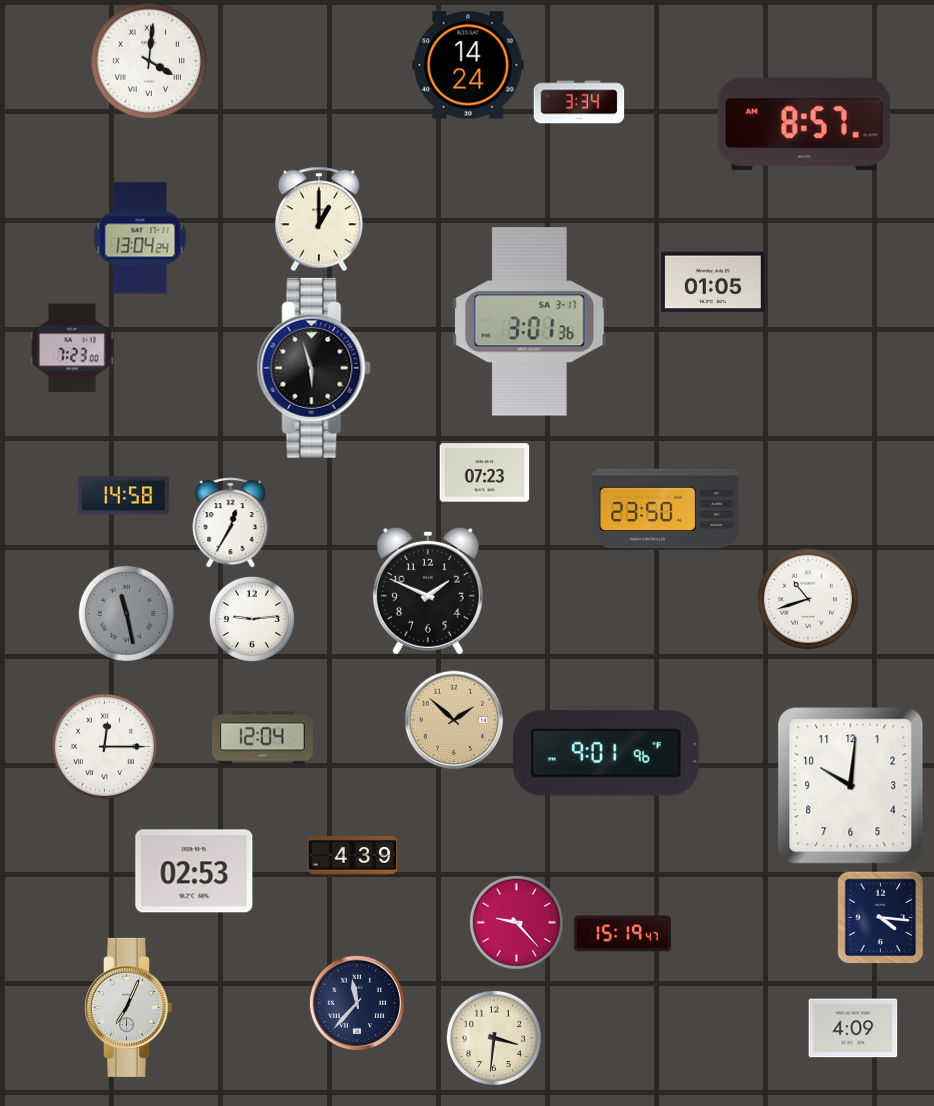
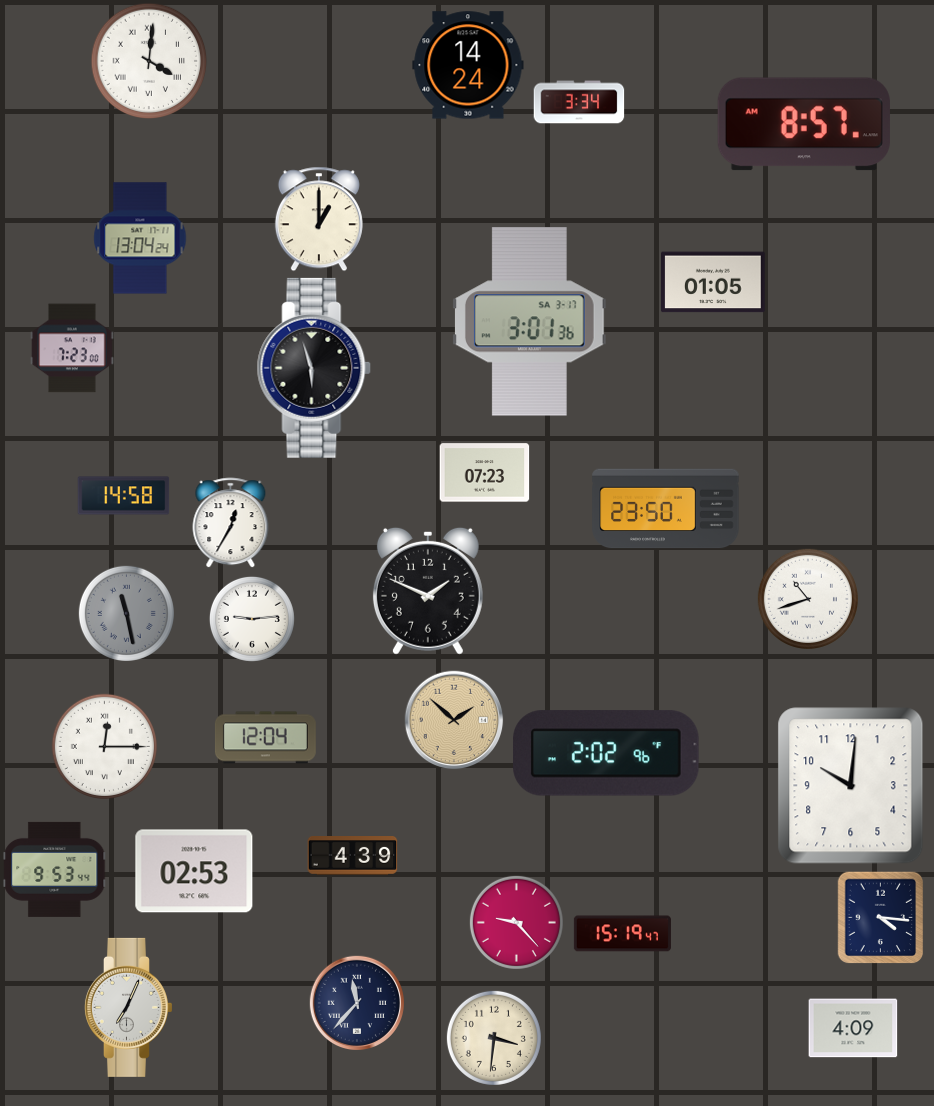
clock at (262, 738) position: (262, 738) -> (265, 738)
clock at (606, 753): 9:01 -> 2:02
clock at (55, 869): none -> 9:53
